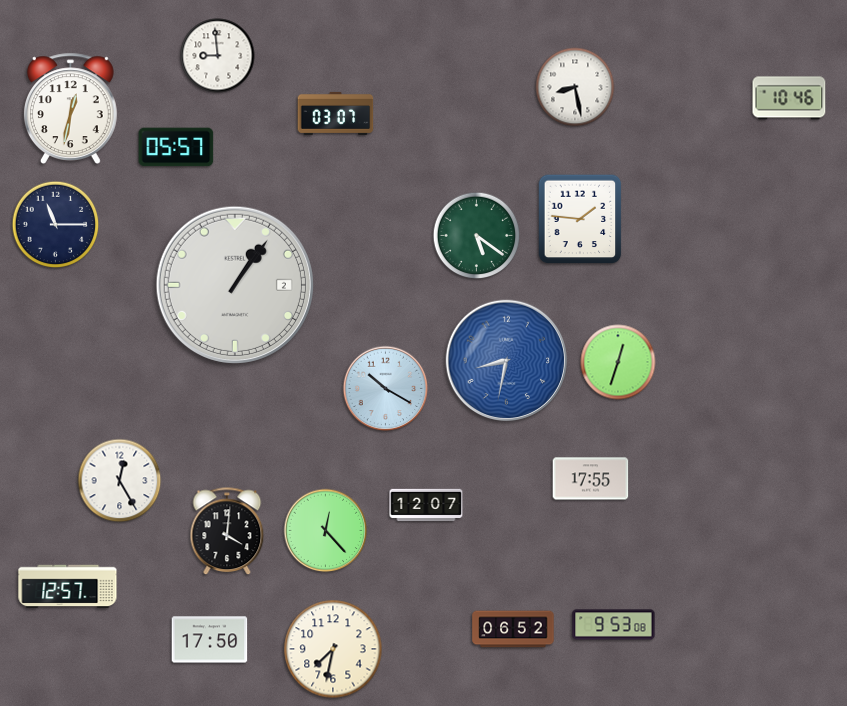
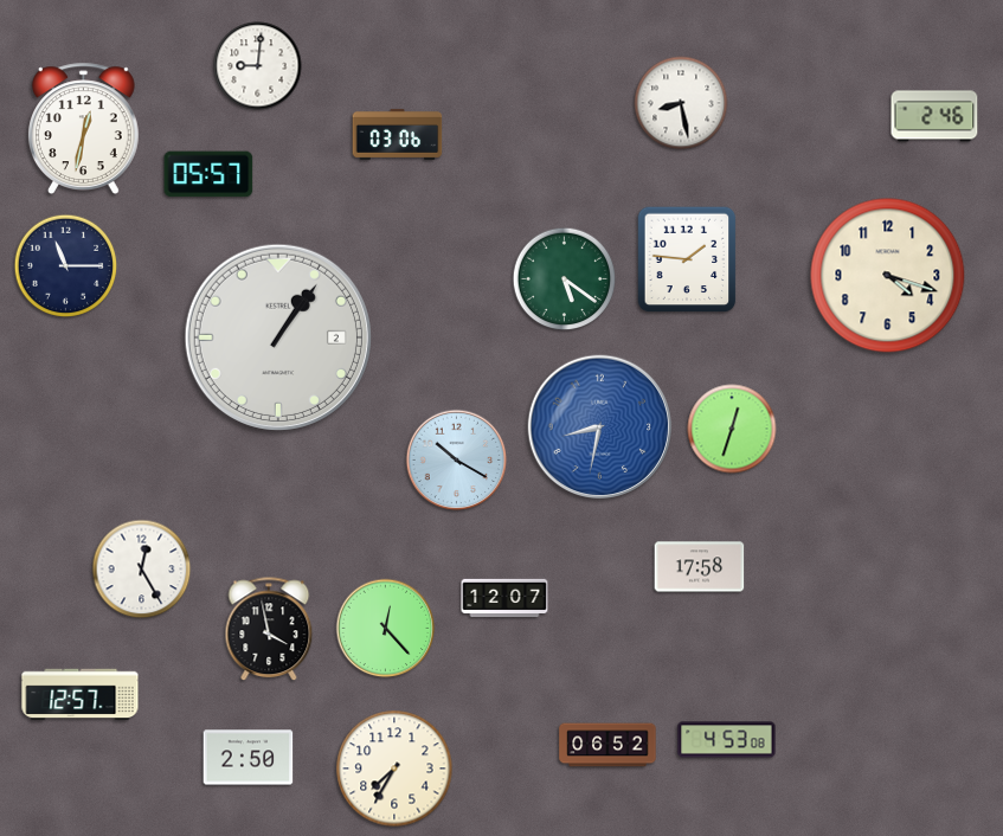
clock at (218, 56): 8:59 -> 9:01
clock at (789, 98): 10:46 -> 2:46
clock at (336, 113): 03:07 -> 03:06
clock at (888, 276): none -> 4:18
clock at (591, 479): 17:55 -> 17:58
clock at (227, 532): 4:01 -> 3:58
clock at (614, 625): 9:53 -> 4:53
clock at (210, 640): 17:50 -> 2:50
clock at (333, 649): 7:32 -> 7:35
